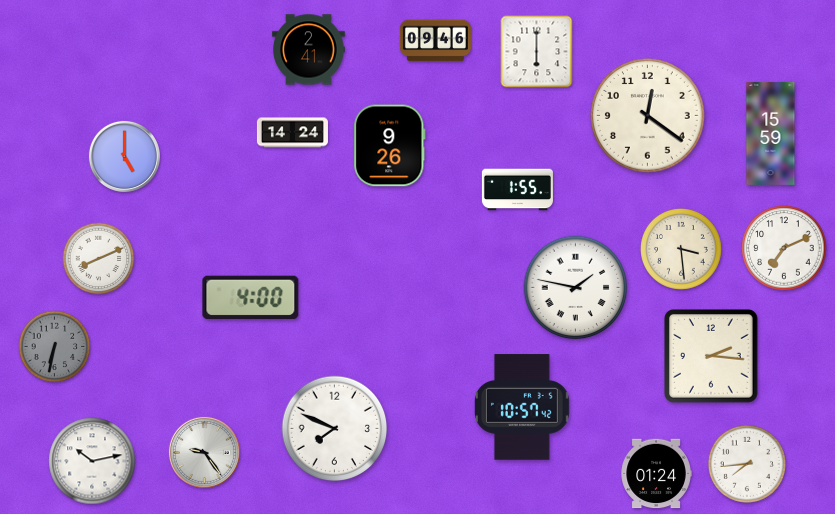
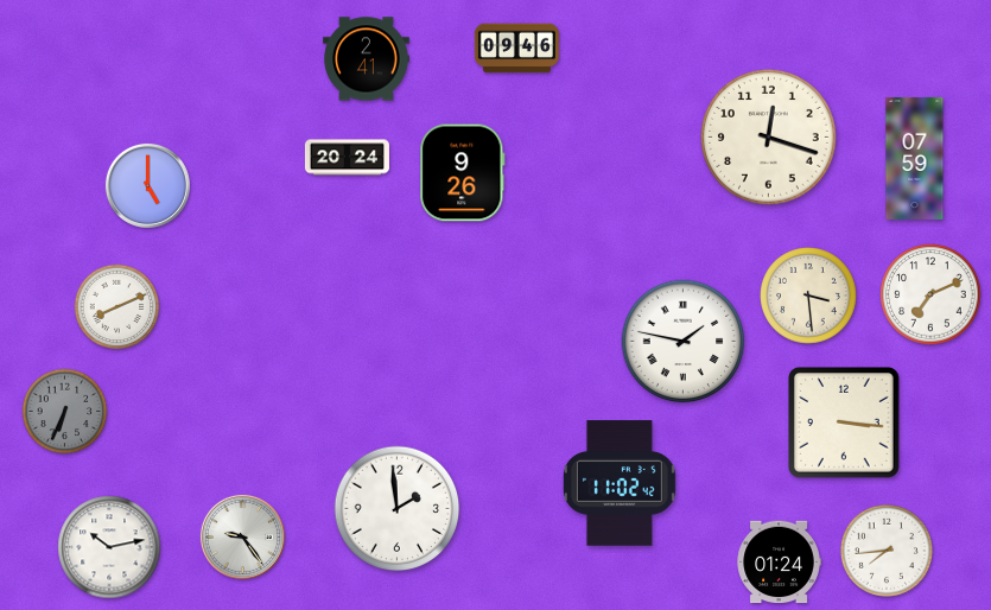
clock at (537, 52): 6:00 -> none
clock at (648, 116): 12:21 -> 12:18
clock at (292, 133): 14:24 -> 20:24
clock at (771, 133): 15:59 -> 07:59
clock at (517, 190): 1:55 -> none
clock at (251, 298): 4:00 -> none
clock at (55, 347): 6:32 -> 6:34
clock at (712, 357): 2:16 -> 3:16
clock at (522, 407): 10:57 -> 11:02
clock at (335, 429): 7:49 -> 1:59
